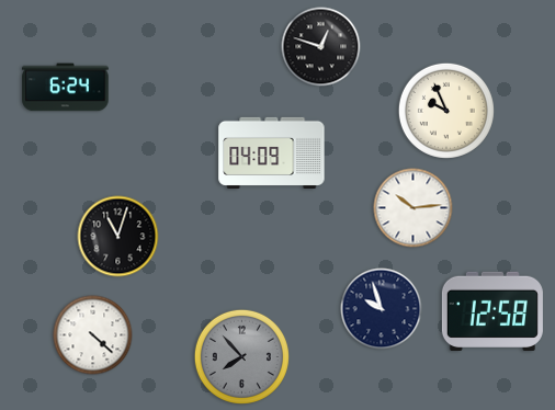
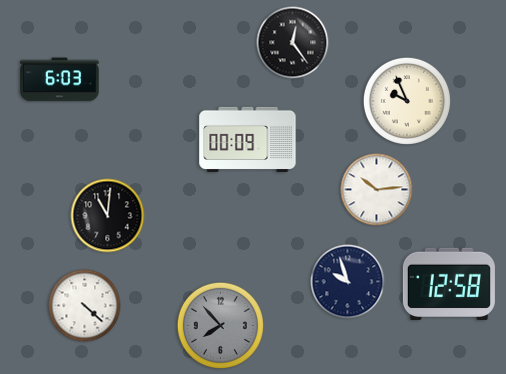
clock at (321, 47): 12:48 -> 12:24
clock at (66, 88): 6:24 -> 6:03
clock at (272, 152): 04:09 -> 00:09
clock at (118, 237): 11:03 -> 11:01
